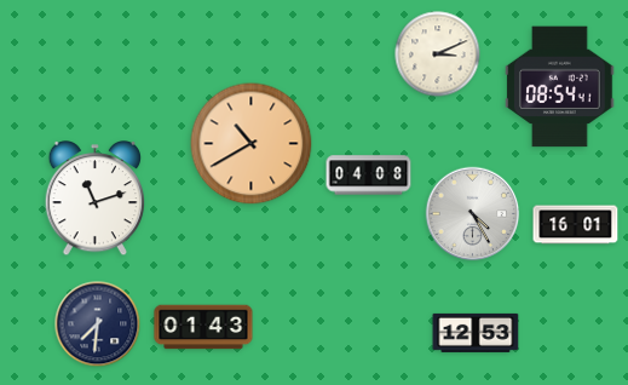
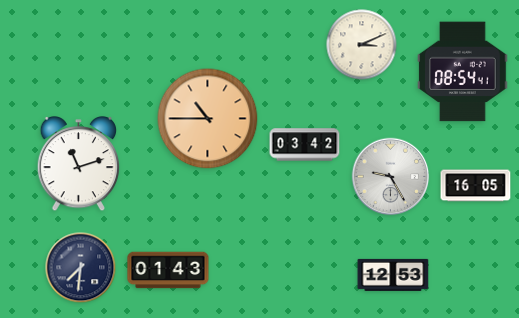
clock at (252, 144): 10:40 -> 10:45
clock at (369, 176): 04:08 -> 03:42
clock at (473, 214): 4:25 -> 9:25
clock at (576, 225): 16:01 -> 16:05
